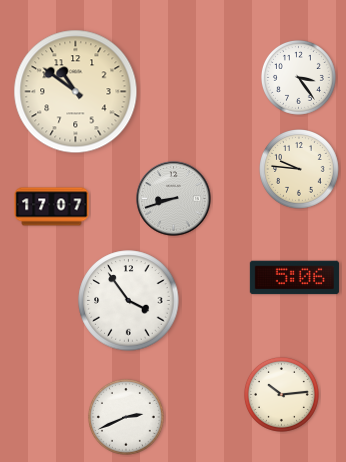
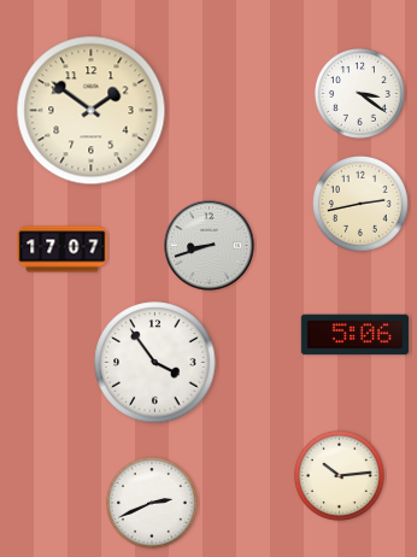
clock at (298, 77): 3:24 -> 3:21
clock at (76, 92): 10:51 -> 1:51
clock at (300, 170): 9:46 -> 2:43
clock at (174, 199) position: (174, 199) -> (210, 246)
